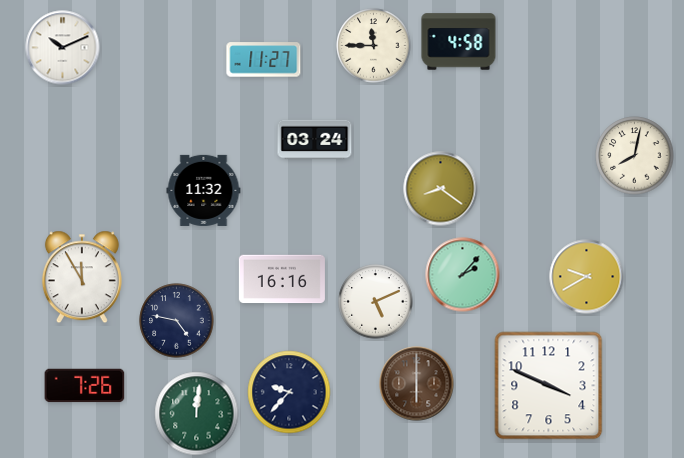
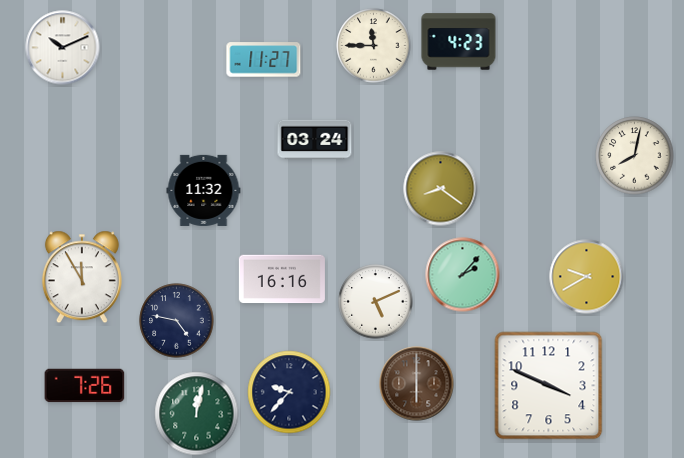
clock at (459, 42): 4:58 -> 4:23
clock at (197, 414): 12:01 -> 12:02
